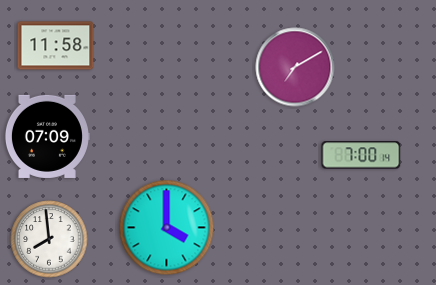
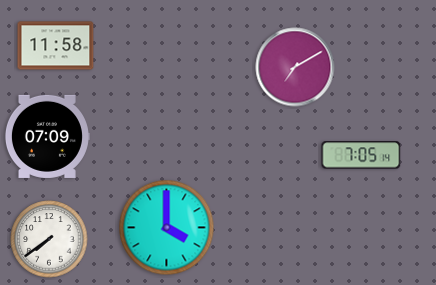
clock at (361, 155): 7:00 -> 7:05
clock at (49, 239): 7:59 -> 7:39
